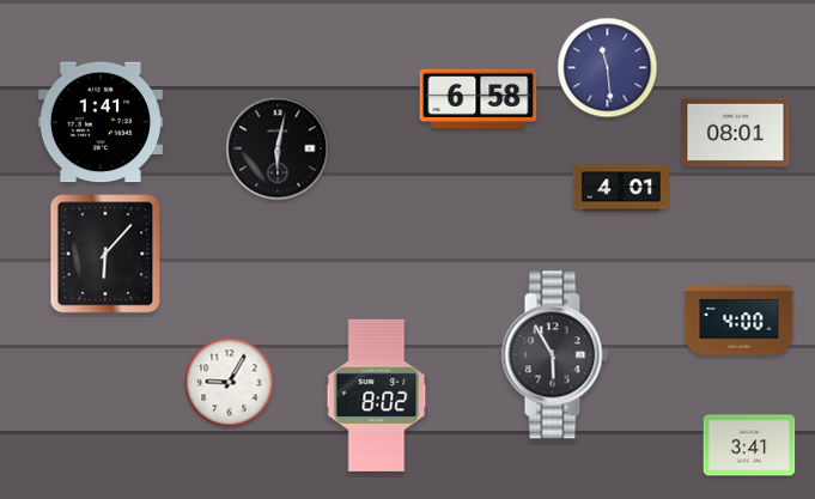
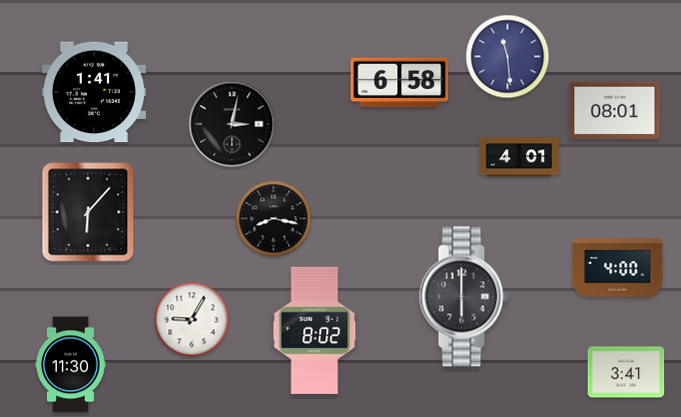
clock at (101, 122) position: (101, 122) -> (94, 92)
clock at (278, 148): 6:02 -> 3:02
clock at (274, 219): none -> 8:17
clock at (554, 355): 5:55 -> 6:00
clock at (71, 365): none -> 11:30
